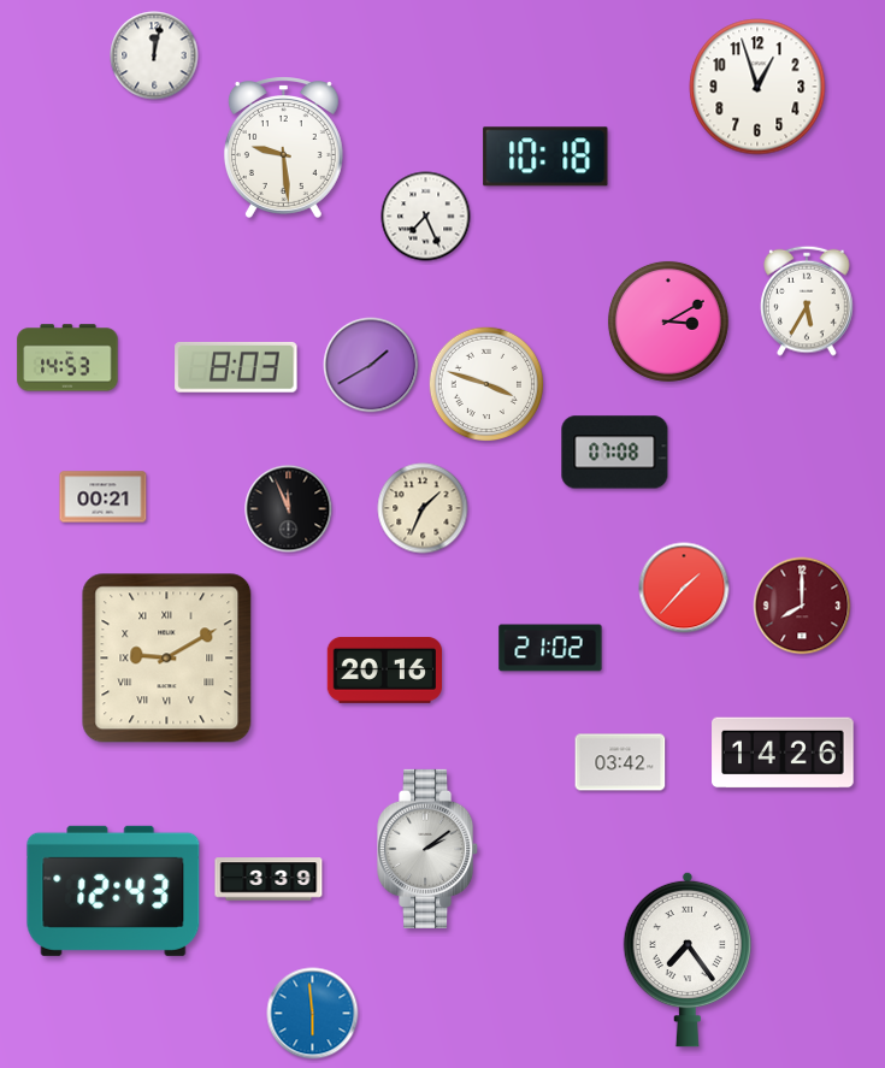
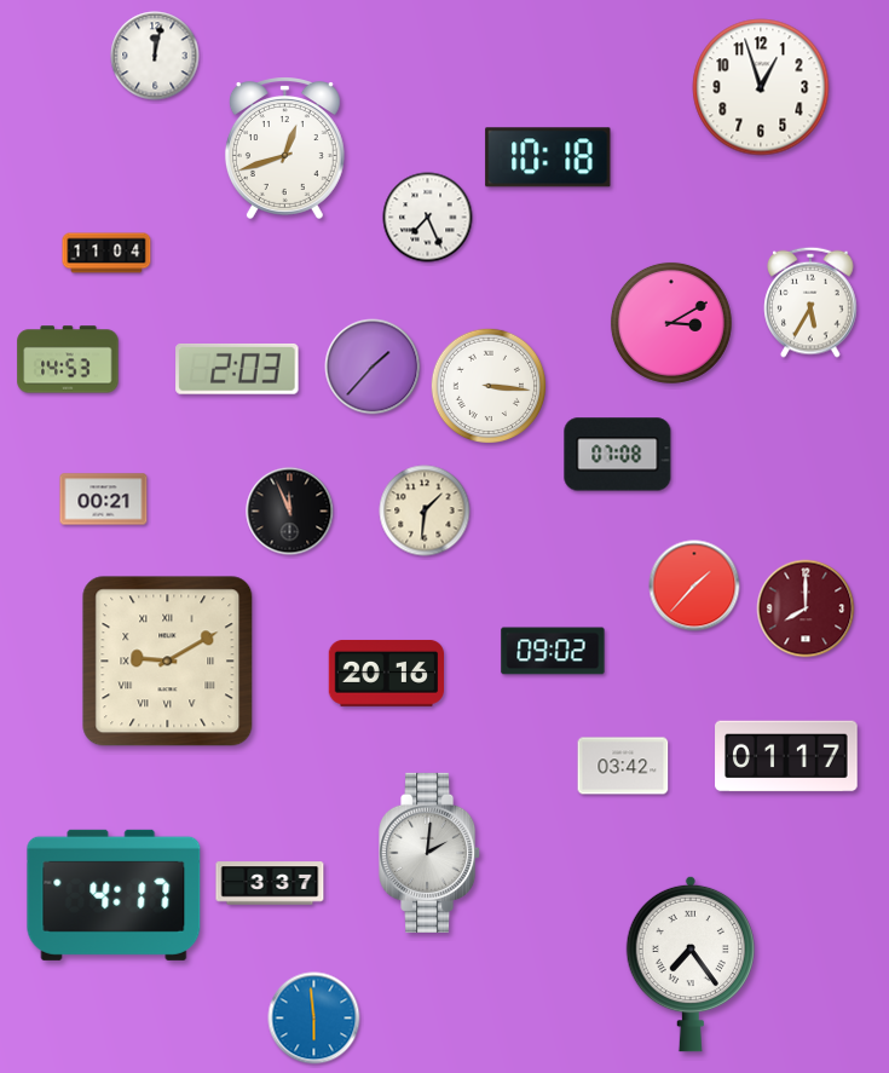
clock at (283, 147): 9:29 -> 12:42
clock at (106, 253): none -> 11:04
clock at (371, 365): 1:40 -> 1:37
clock at (236, 367): 8:03 -> 2:03
clock at (485, 383): 3:48 -> 3:16
clock at (423, 508): 1:34 -> 1:31
clock at (684, 588) position: (684, 588) -> (694, 585)
clock at (550, 648): 21:02 -> 09:02
clock at (783, 753): 14:26 -> 01:17
clock at (429, 849): 2:09 -> 2:01
clock at (269, 879): 3:39 -> 3:37
clock at (113, 891): 12:43 -> 4:17
